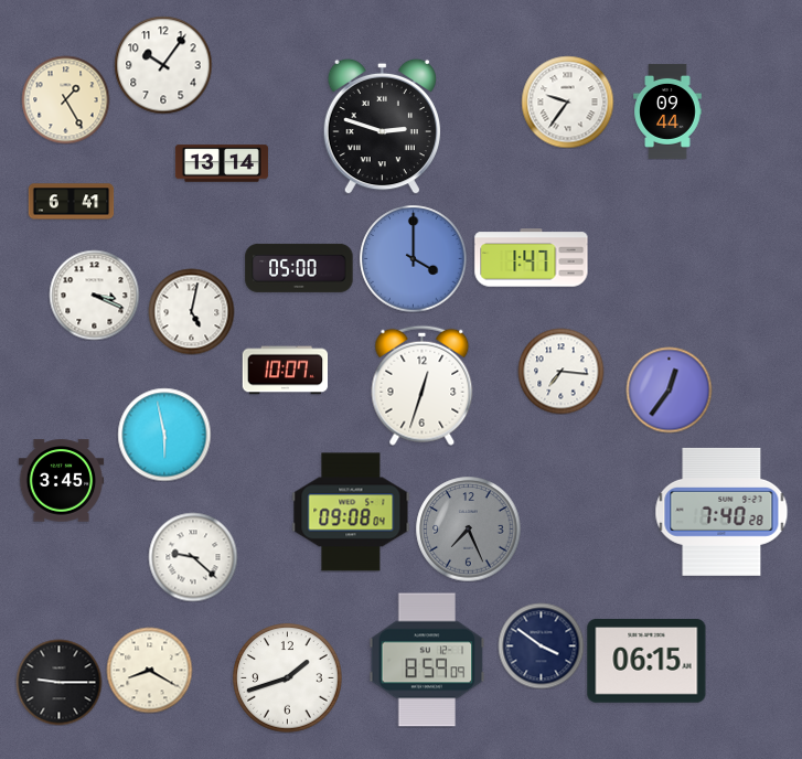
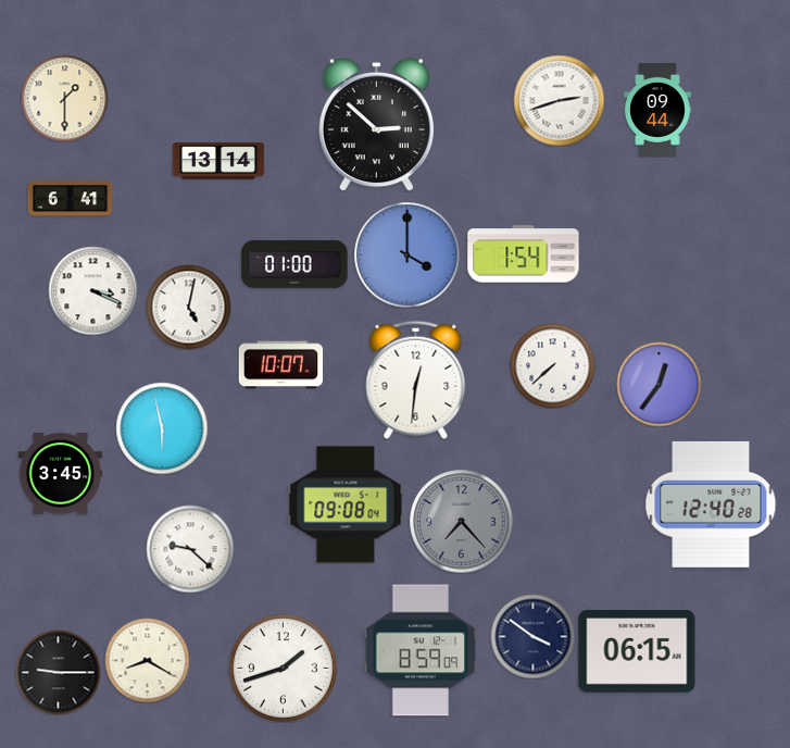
clock at (163, 65): 10:06 -> none
clock at (65, 99): 1:25 -> 1:30
clock at (567, 101): 9:36 -> 2:42
clock at (382, 126): 2:48 -> 2:52
clock at (532, 258): 1:47 -> 1:54
clock at (299, 268): 05:00 -> 01:00
clock at (560, 371): 7:16 -> 7:38
clock at (423, 385): 12:33 -> 12:31
clock at (721, 512): 7:40 -> 12:40
clock at (468, 528): 7:26 -> 7:23
